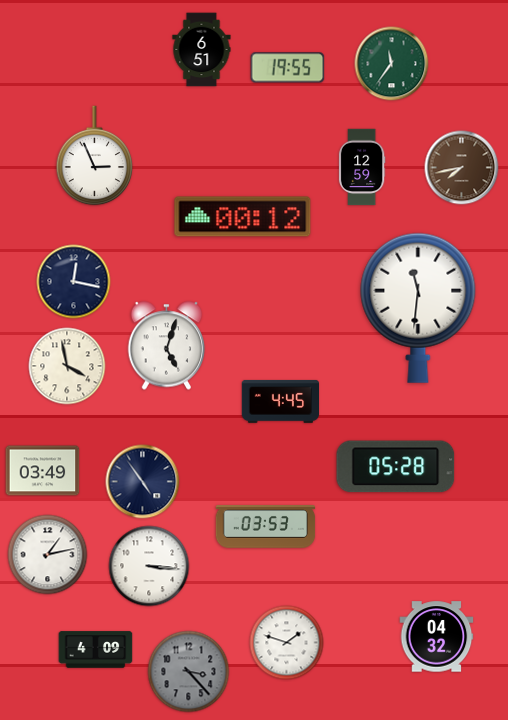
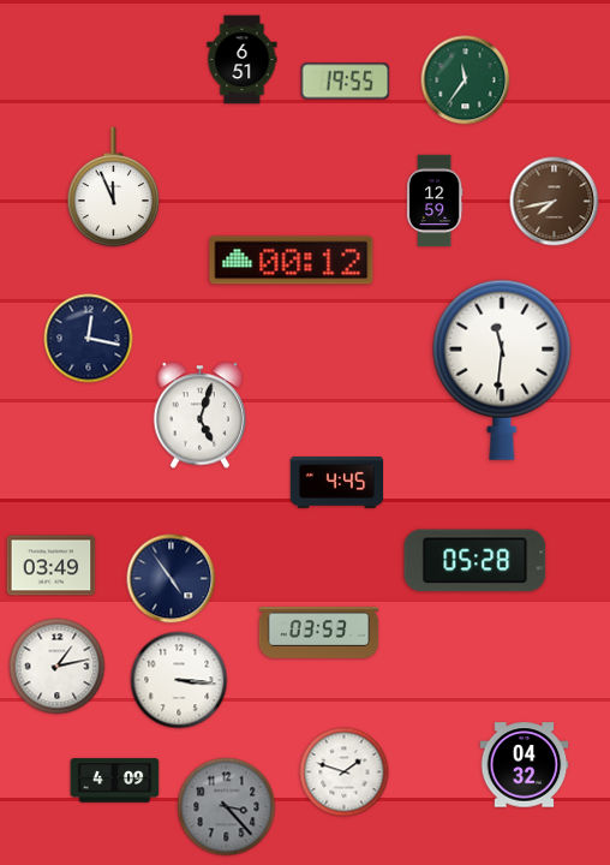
clock at (392, 64) position: (392, 64) -> (466, 80)
clock at (95, 156): 2:56 -> 11:56
clock at (67, 366): 3:58 -> none
